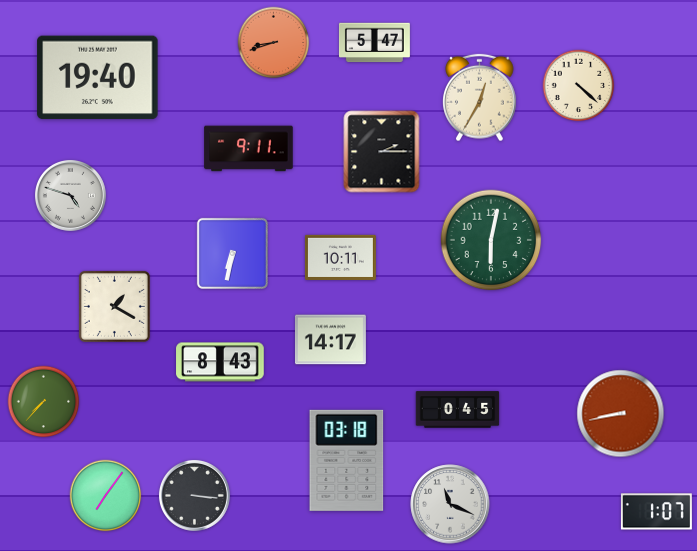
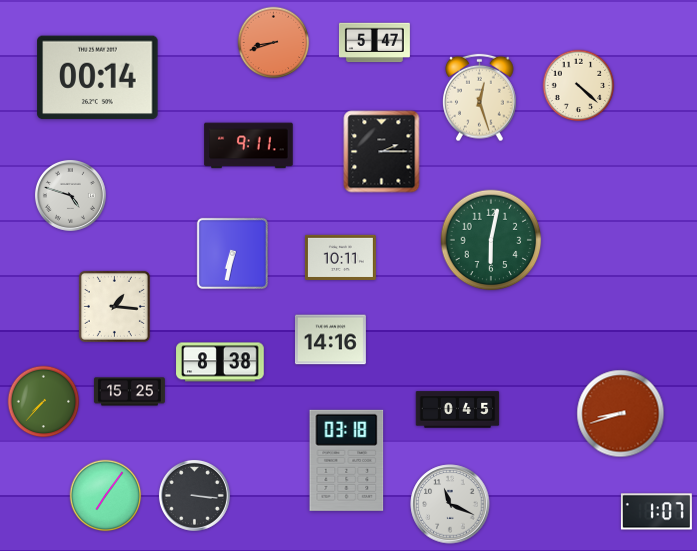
clock at (98, 78): 19:40 -> 00:14
clock at (480, 98): 12:35 -> 12:27
clock at (249, 149) position: (249, 149) -> (249, 146)
clock at (114, 306): 1:20 -> 1:16
clock at (330, 340): 14:17 -> 14:16
clock at (220, 362): 8:43 -> 8:38
clock at (129, 392): none -> 15:25
clock at (621, 414): 8:43 -> 8:42
